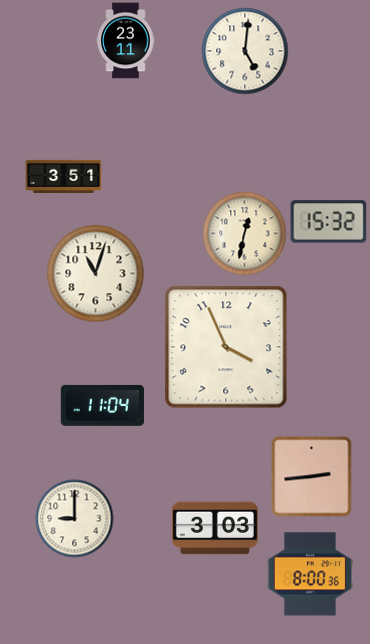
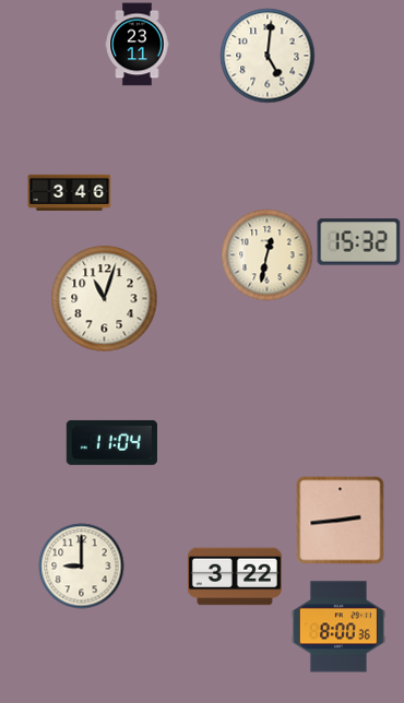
clock at (64, 176): 3:51 -> 3:46
clock at (226, 347): 3:56 -> none
clock at (215, 528): 3:03 -> 3:22
